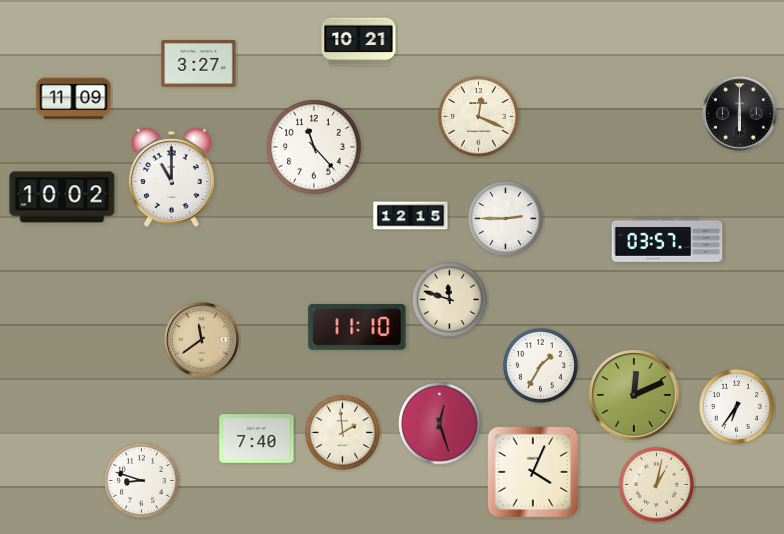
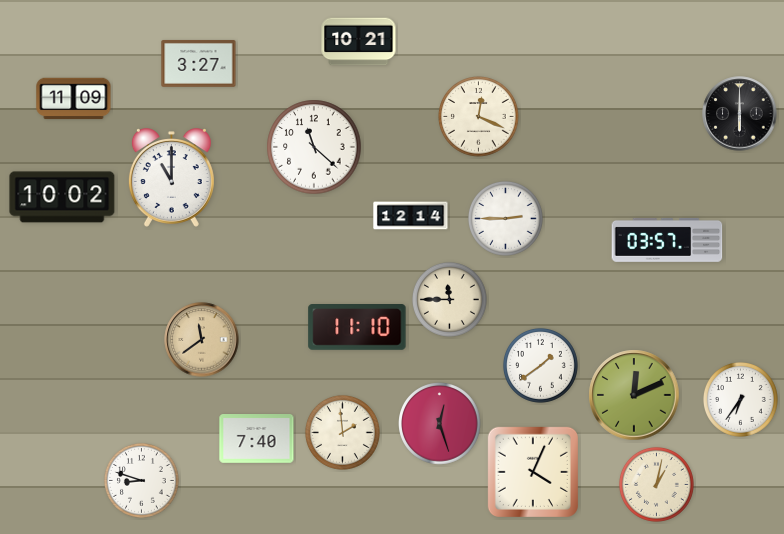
clock at (314, 147): 11:23 -> 11:22
clock at (411, 216): 12:15 -> 12:14
clock at (449, 299): 11:48 -> 11:45
clock at (540, 365): 1:35 -> 1:39
clock at (736, 406) position: (736, 406) -> (740, 399)
